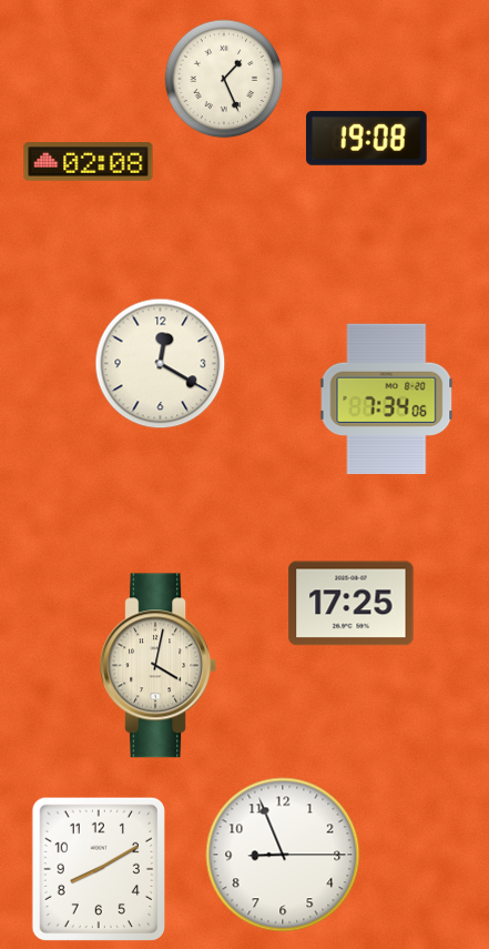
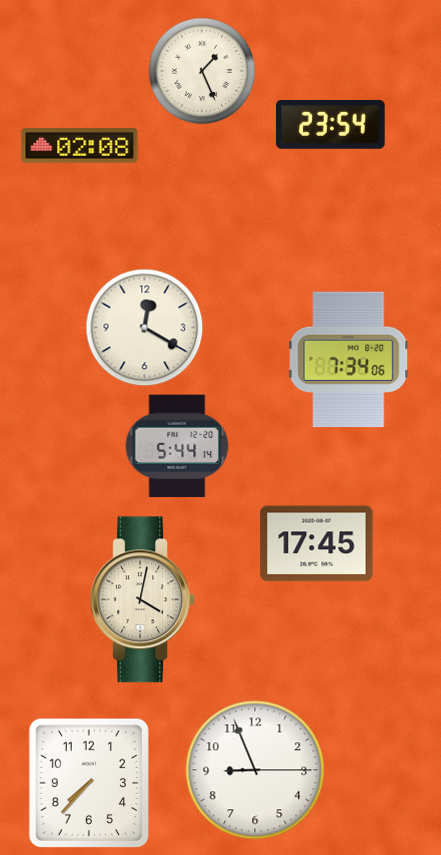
clock at (367, 138): 19:08 -> 23:54
clock at (177, 446): none -> 5:44
clock at (352, 604): 17:25 -> 17:45
clock at (98, 868): 8:10 -> 7:37
